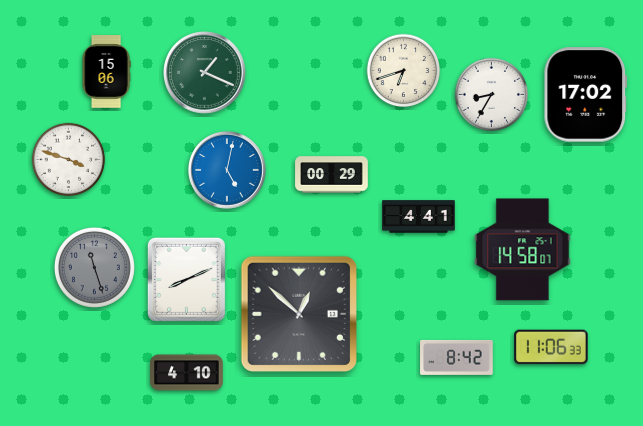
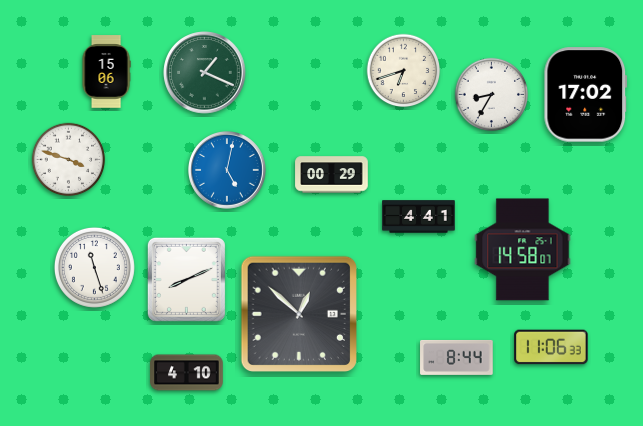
clock at (94, 267) dial: grey -> white
clock at (457, 357): 8:42 -> 8:44
